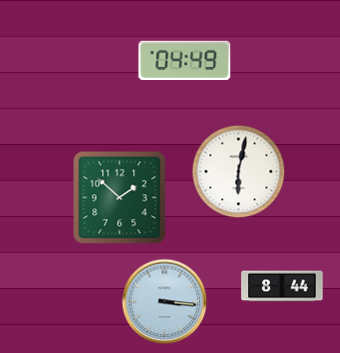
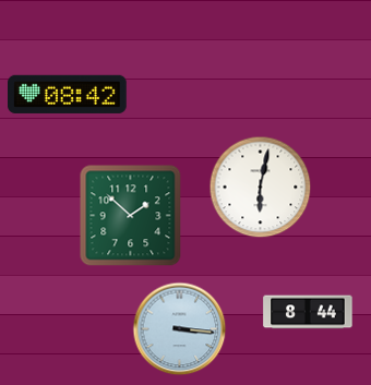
clock at (185, 60): 04:49 -> none
clock at (68, 94): none -> 08:42
